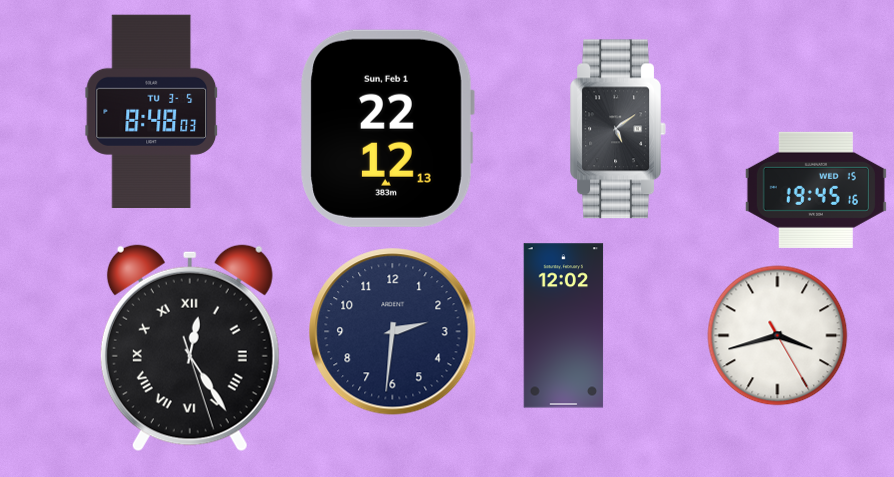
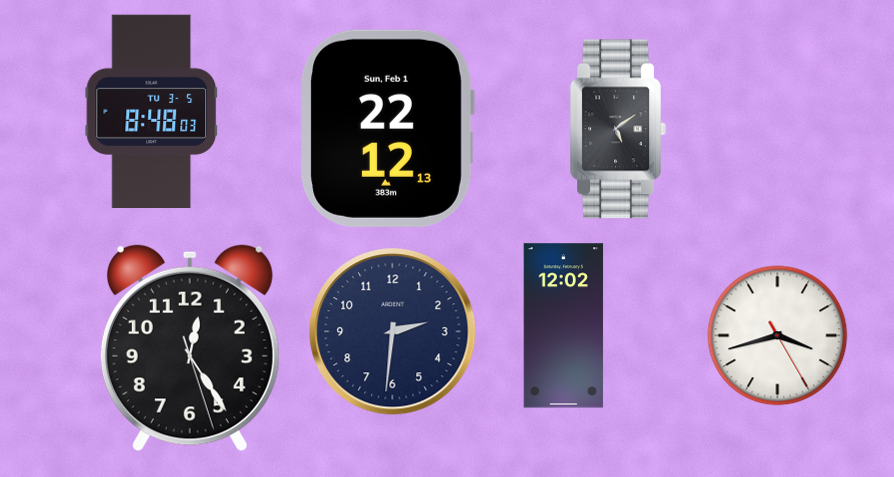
clock at (816, 190): 19:45 -> none
clock at (190, 348) numerals: Roman -> Arabic
